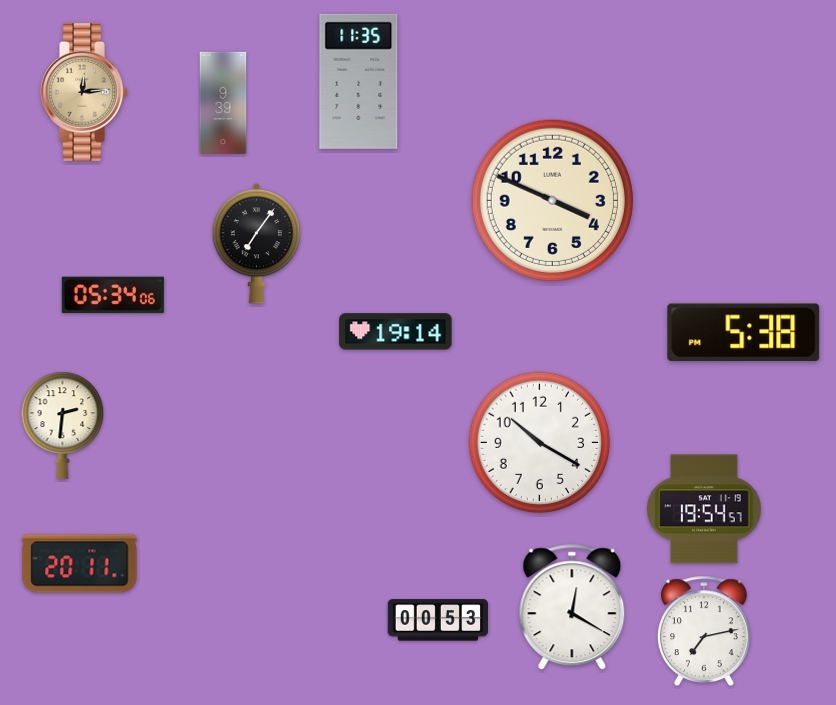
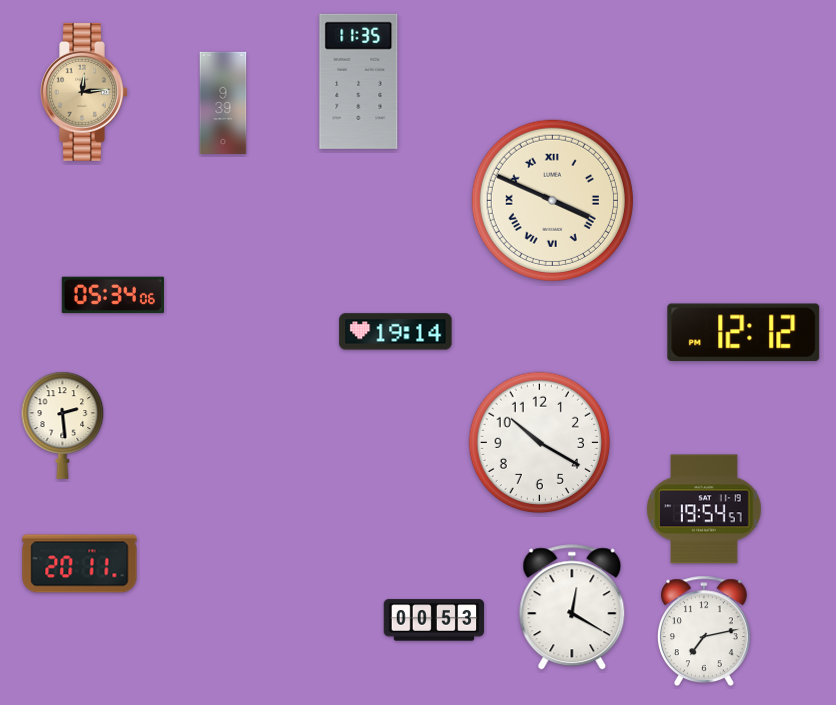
clock at (552, 200) numerals: Arabic -> Roman
clock at (257, 243): 7:06 -> none
clock at (744, 333): 5:38 -> 12:12
clock at (63, 425): 2:31 -> 2:29
clock at (438, 620) position: (438, 620) -> (434, 620)
